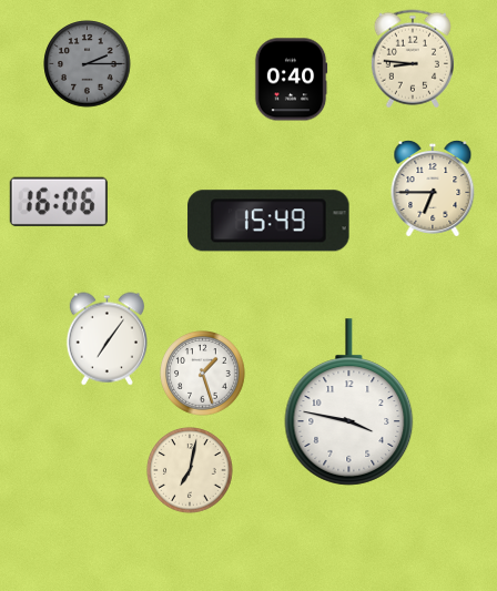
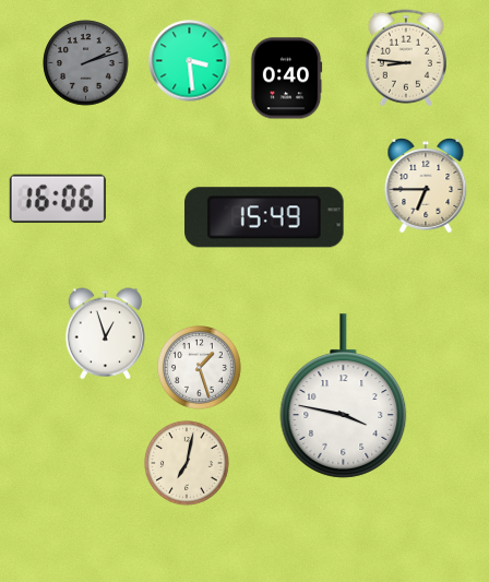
clock at (190, 61): none -> 3:29
clock at (88, 64): 2:15 -> 2:12
clock at (106, 339): 7:06 -> 12:57
